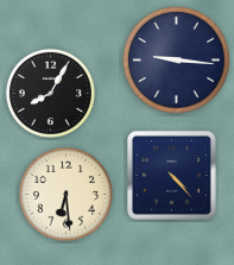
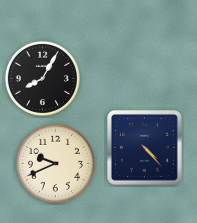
clock at (176, 59): 9:16 -> none
clock at (65, 194): 6:29 -> 9:41
